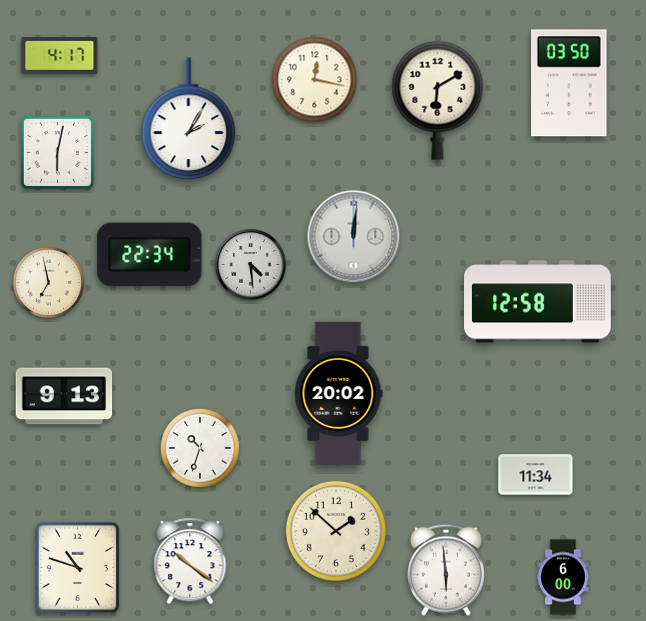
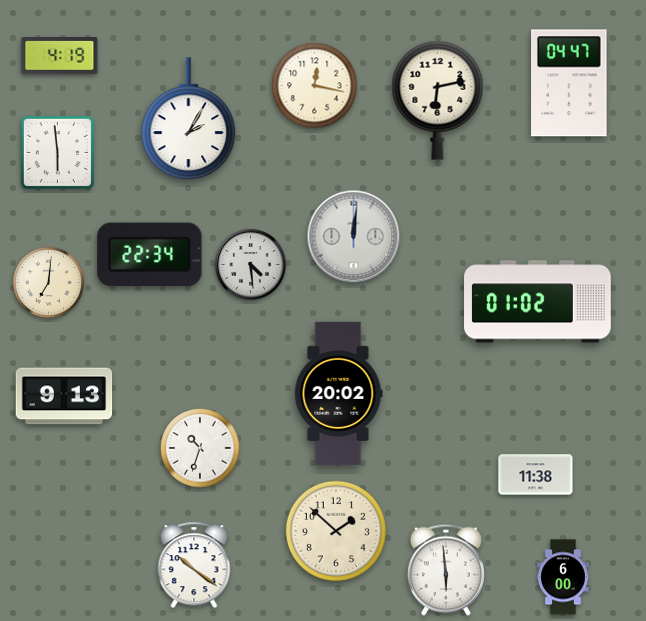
clock at (60, 56): 4:17 -> 4:19
clock at (315, 80) position: (315, 80) -> (315, 86)
clock at (569, 83): 03:50 -> 04:47
clock at (438, 100): 6:10 -> 6:13
clock at (57, 152): 6:02 -> 5:59
clock at (48, 282): 6:58 -> 7:01
clock at (538, 302): 12:58 -> 01:02
clock at (536, 475): 11:34 -> 11:38
clock at (190, 561) position: (190, 561) -> (194, 565)
clock at (78, 568): 10:48 -> none
